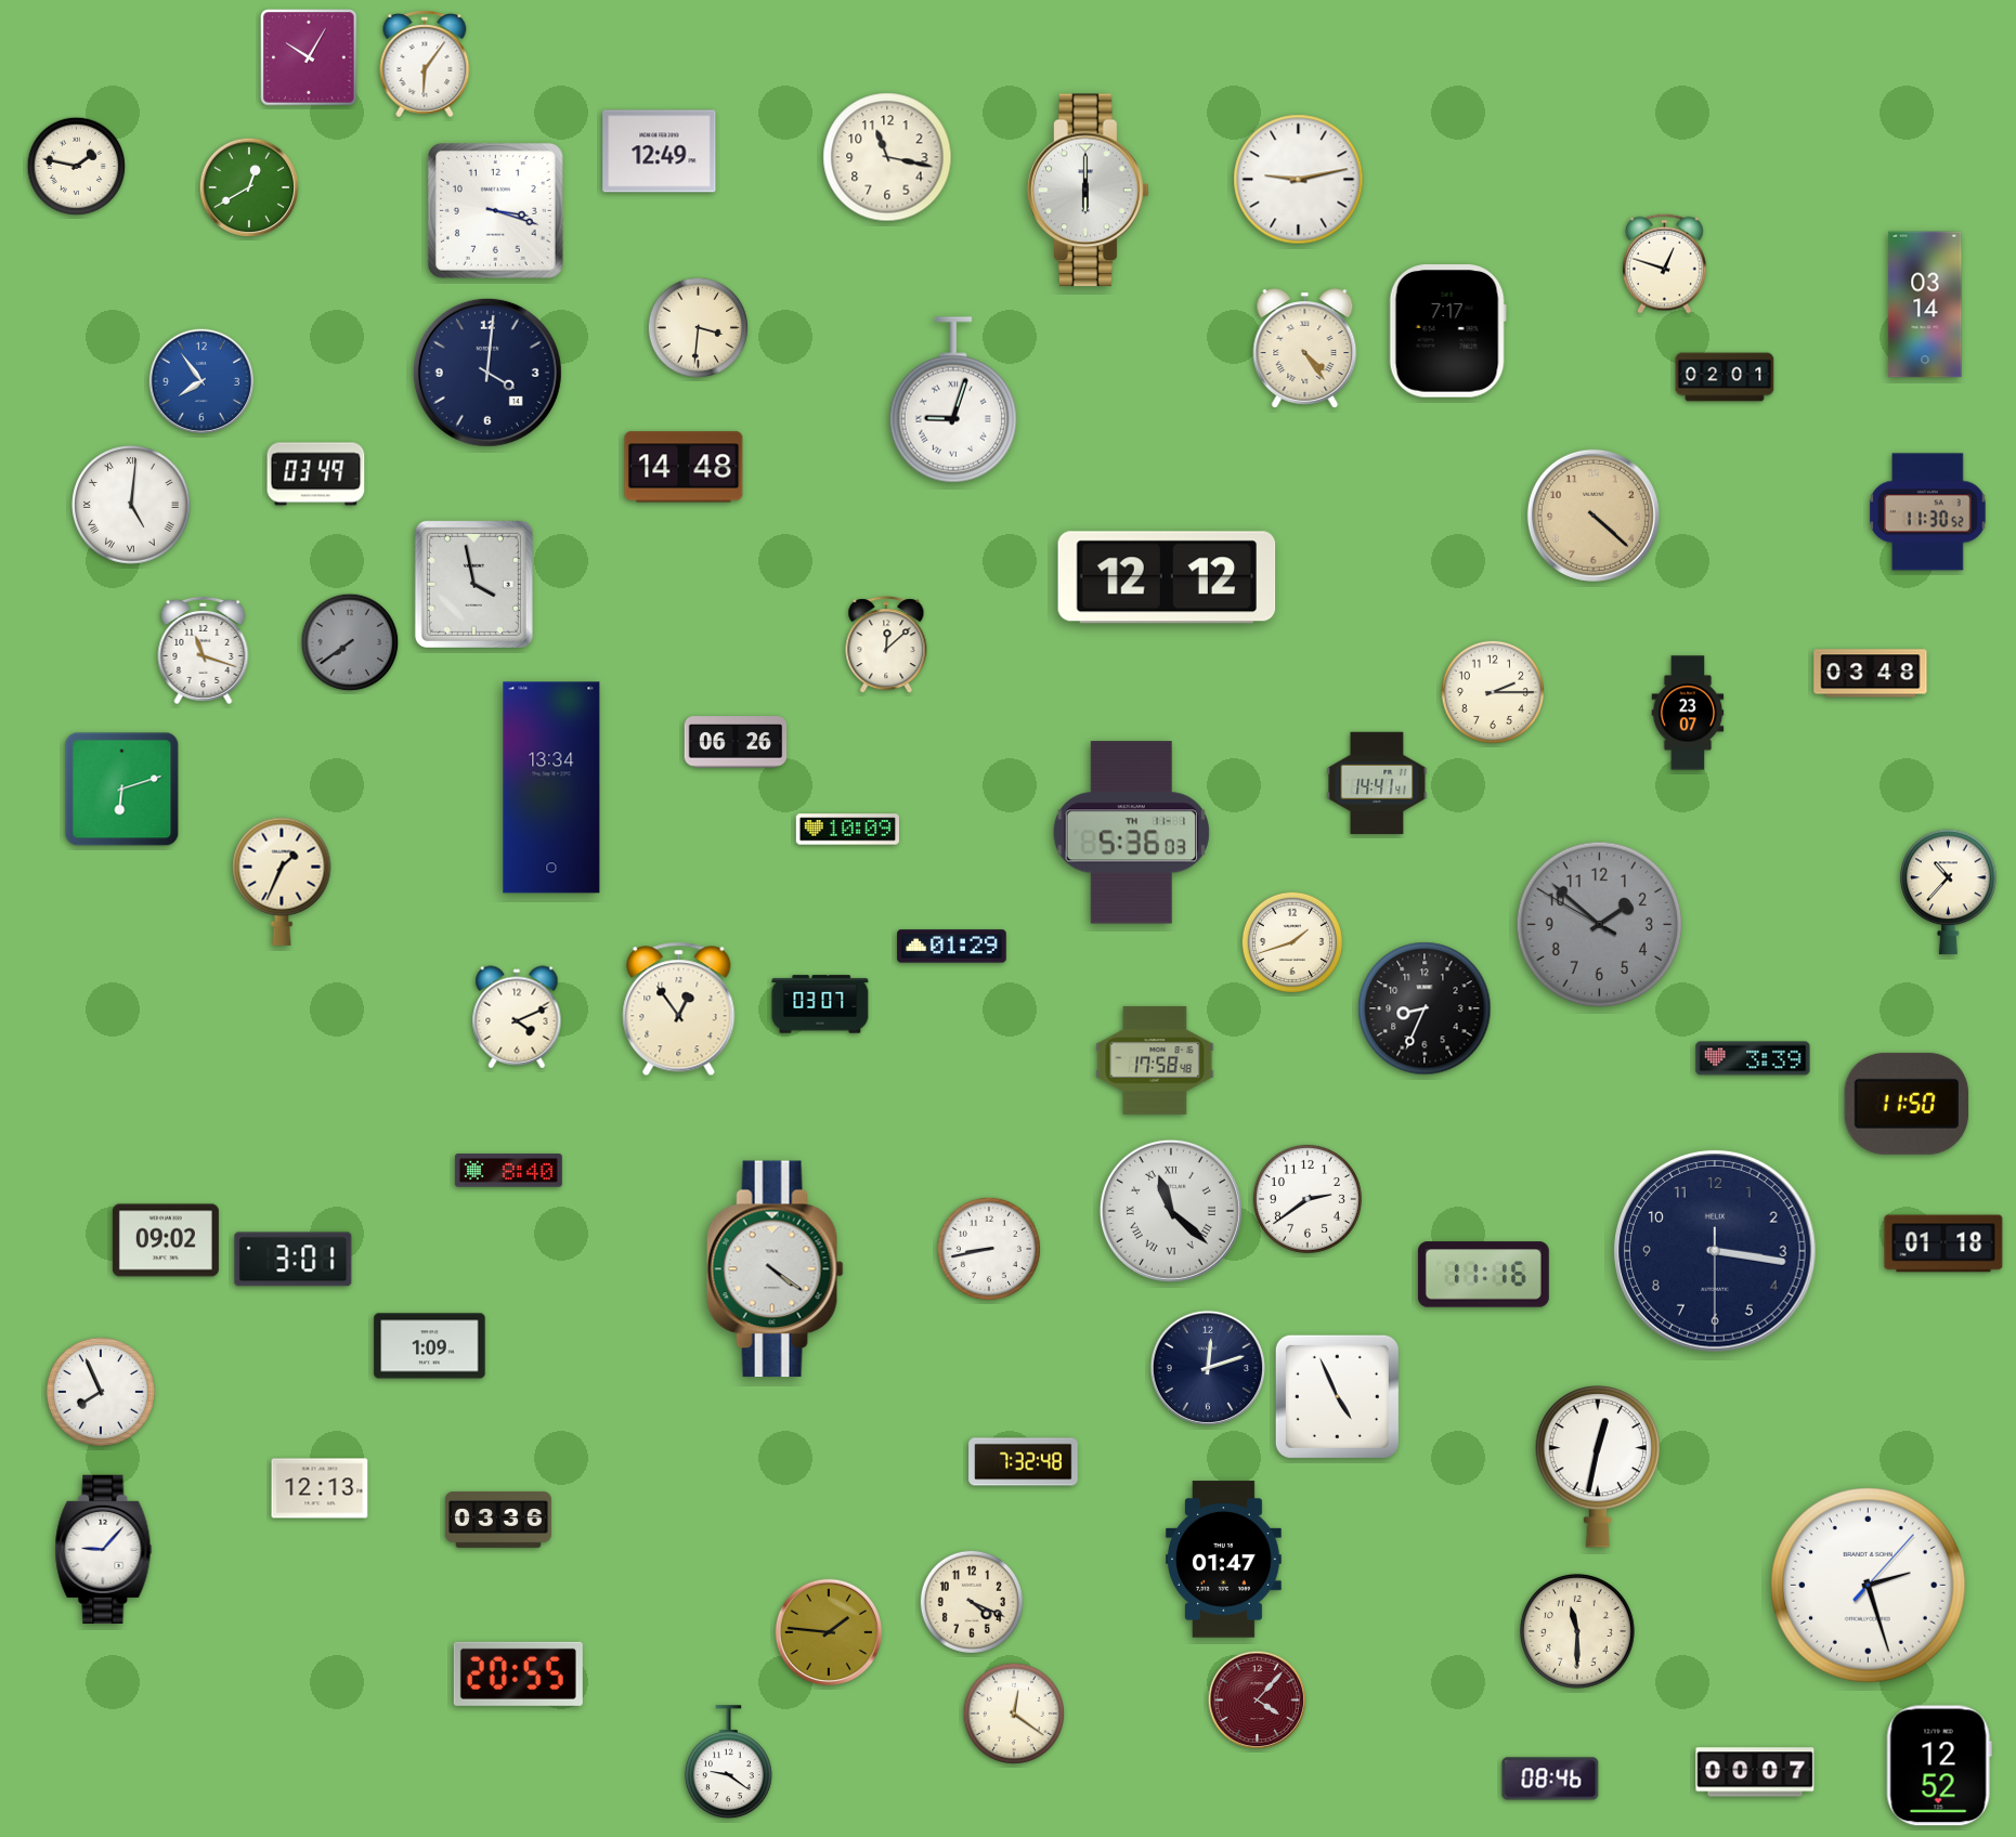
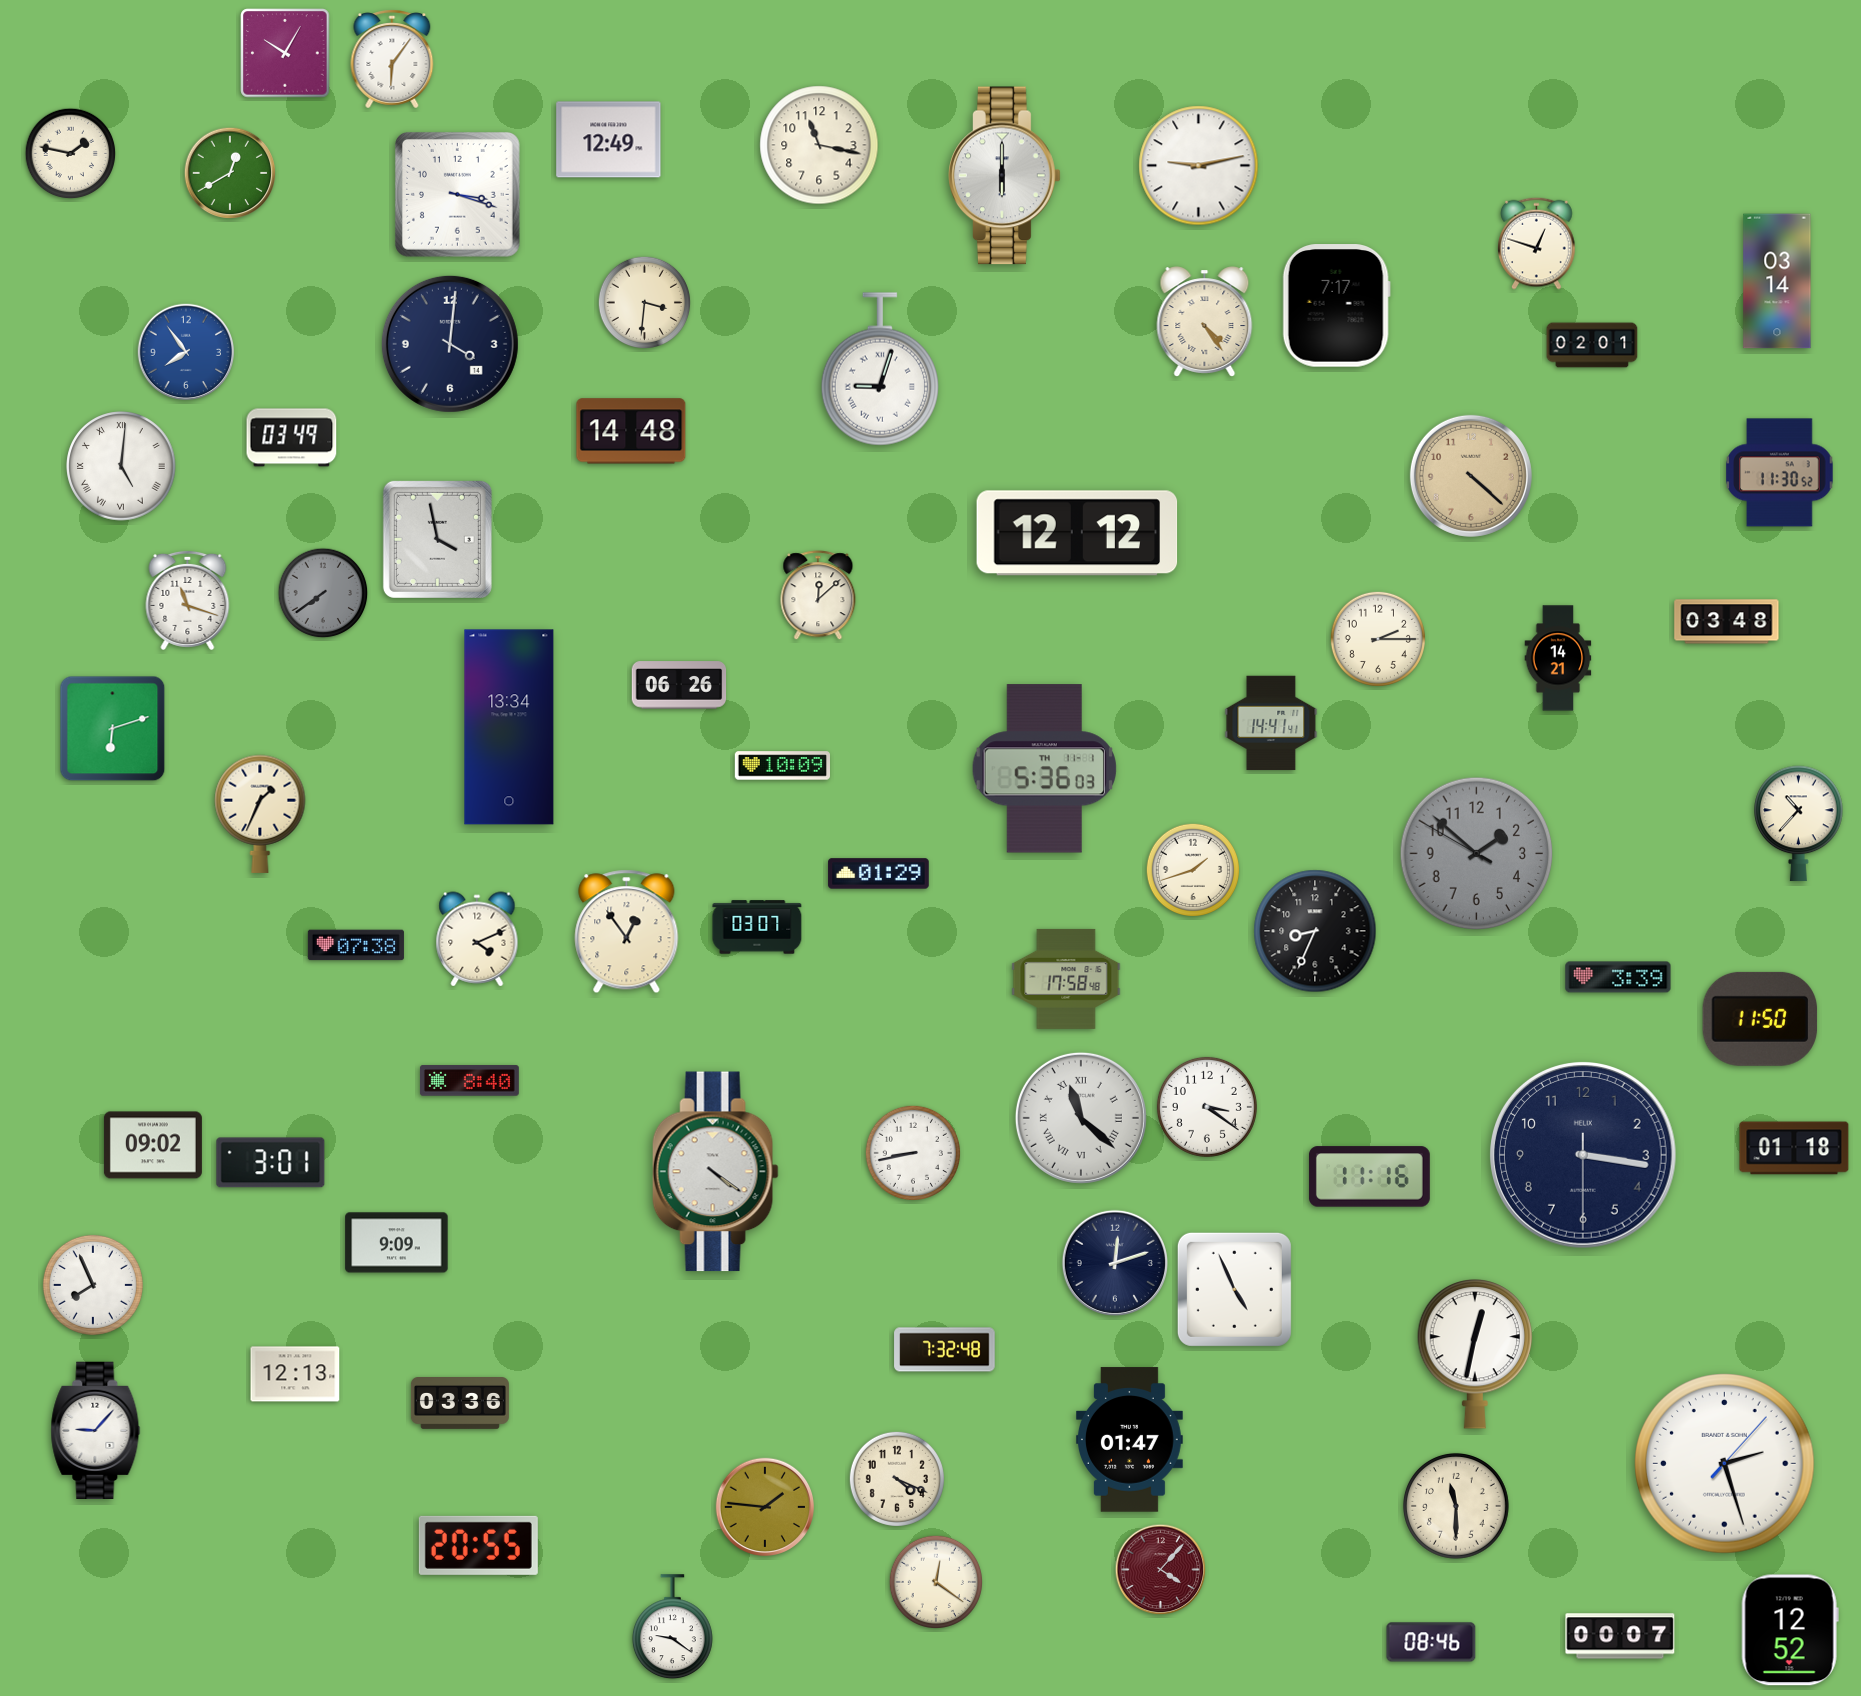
clock at (1725, 377) position: (1725, 377) -> (1592, 345)
clock at (1688, 713): 23:07 -> 14:21
clock at (356, 945): none -> 07:38
clock at (1308, 1199): 2:39 -> 3:21
clock at (430, 1346): 1:09 -> 9:09
